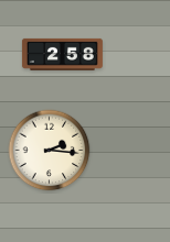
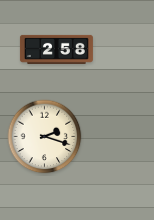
clock at (50, 151): 2:16 -> 2:18
